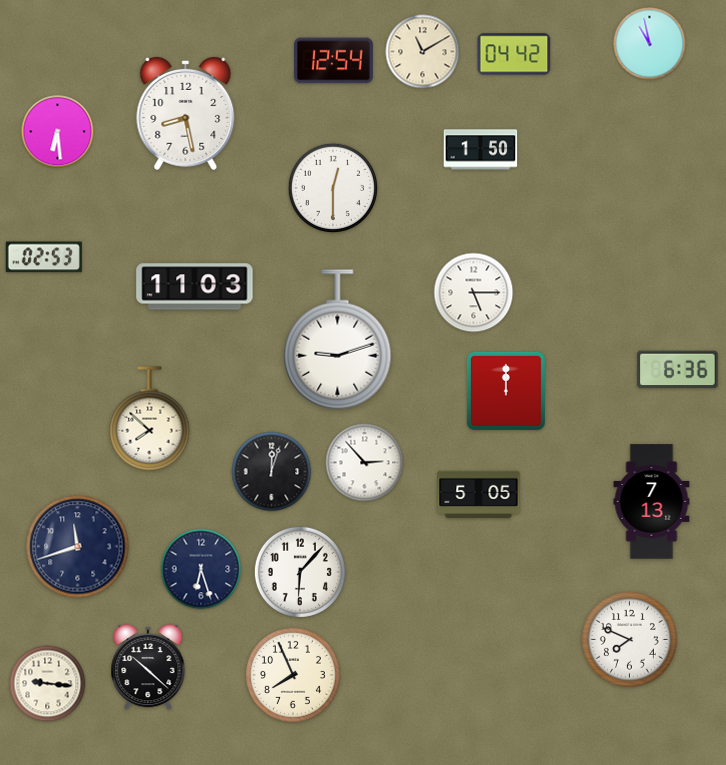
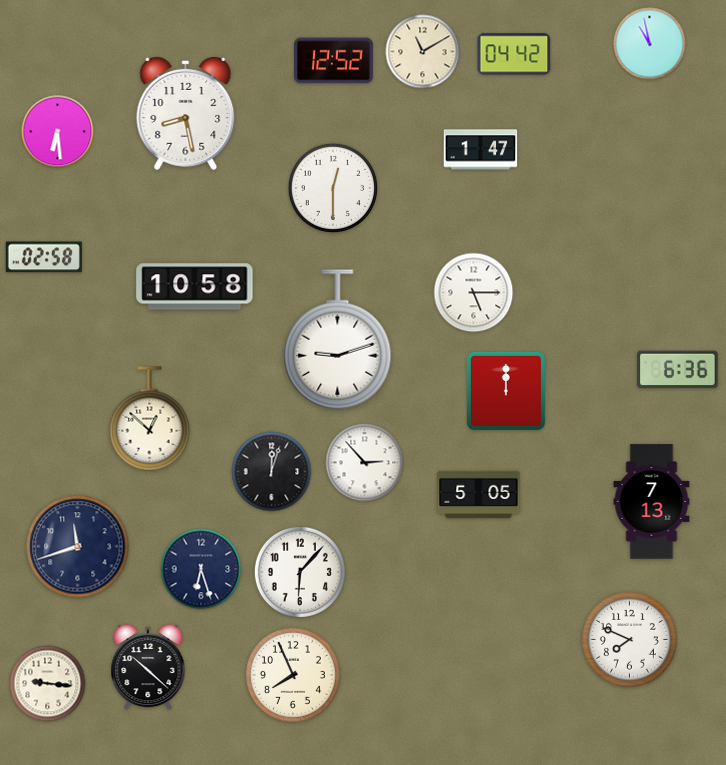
clock at (334, 61): 12:54 -> 12:52
clock at (481, 150): 1:50 -> 1:47
clock at (44, 257): 02:53 -> 02:58
clock at (195, 287): 11:03 -> 10:58
clock at (150, 419): 7:52 -> 12:52
